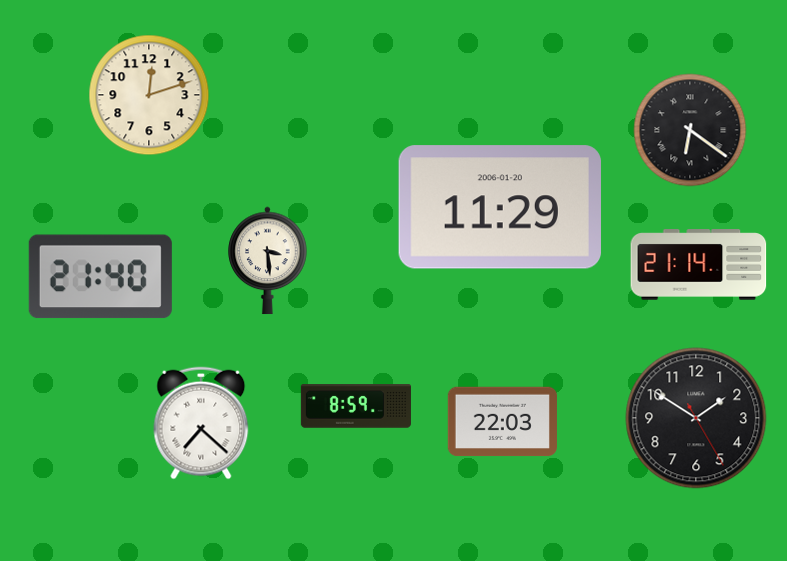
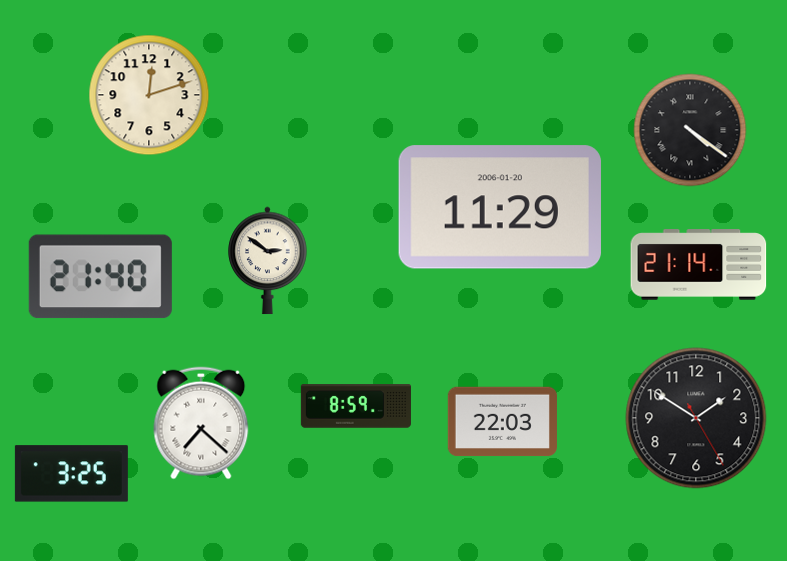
clock at (690, 130): 6:21 -> 4:21
clock at (268, 261): 3:29 -> 2:51
clock at (71, 474): none -> 3:25
